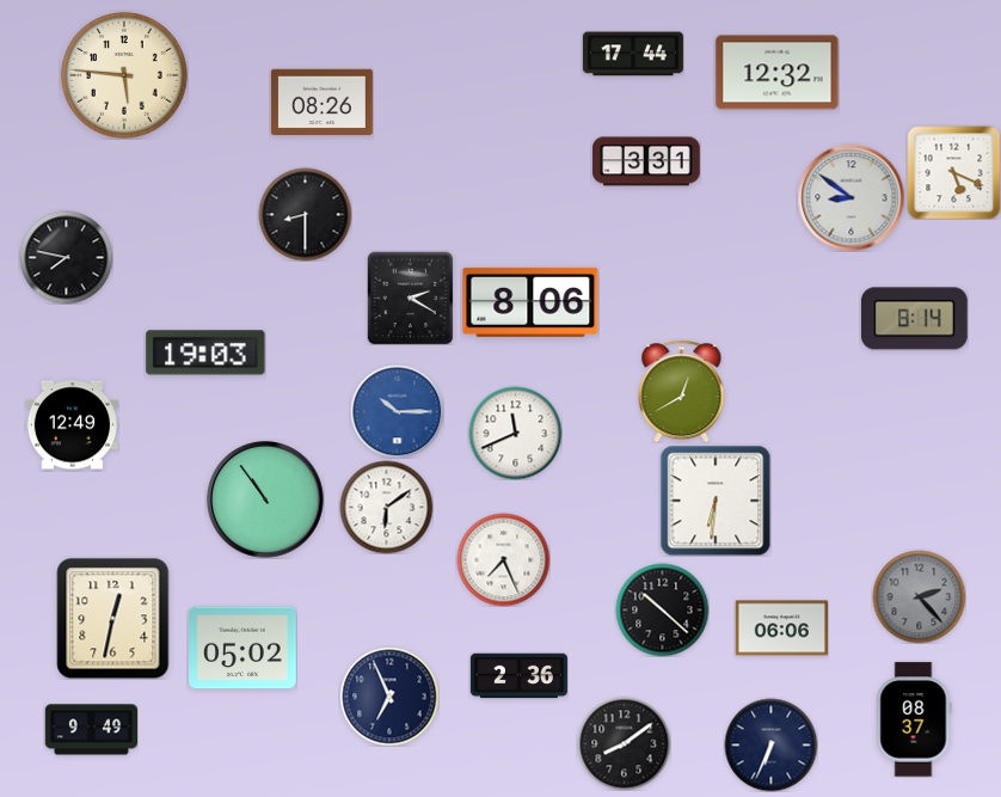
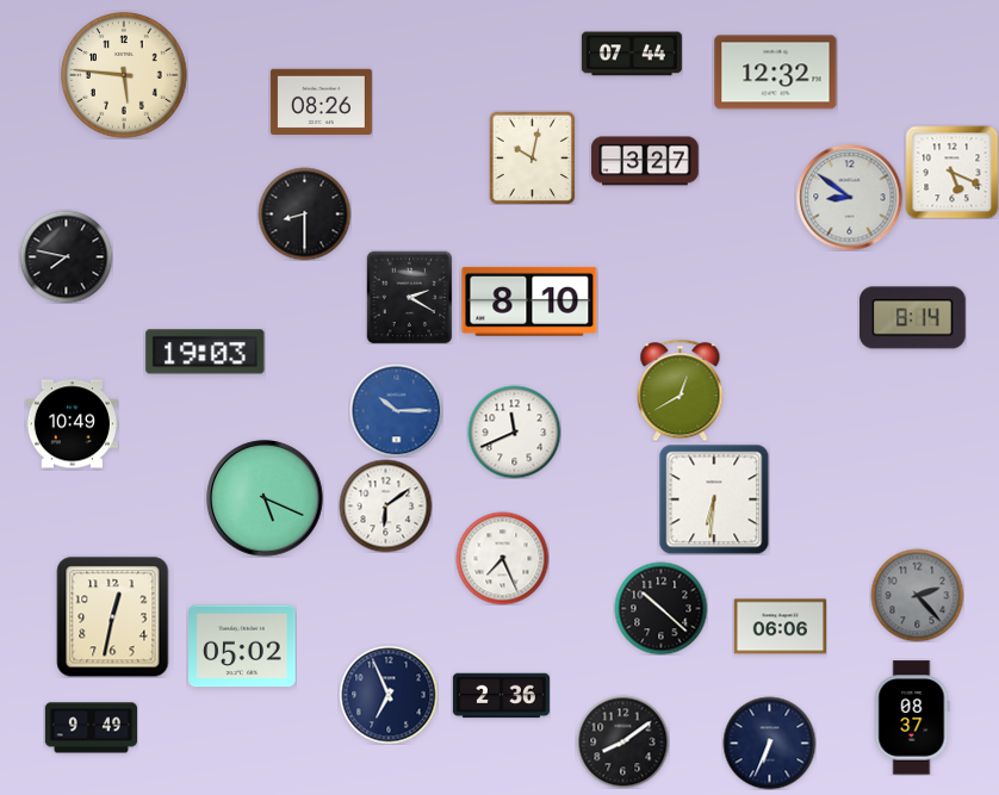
clock at (633, 54): 17:44 -> 07:44
clock at (533, 157): none -> 10:02
clock at (646, 161): 3:31 -> 3:27
clock at (530, 302): 8:06 -> 8:10
clock at (72, 425): 12:49 -> 10:49
clock at (265, 499): 10:54 -> 5:19
clock at (518, 676) position: (518, 676) -> (501, 696)
